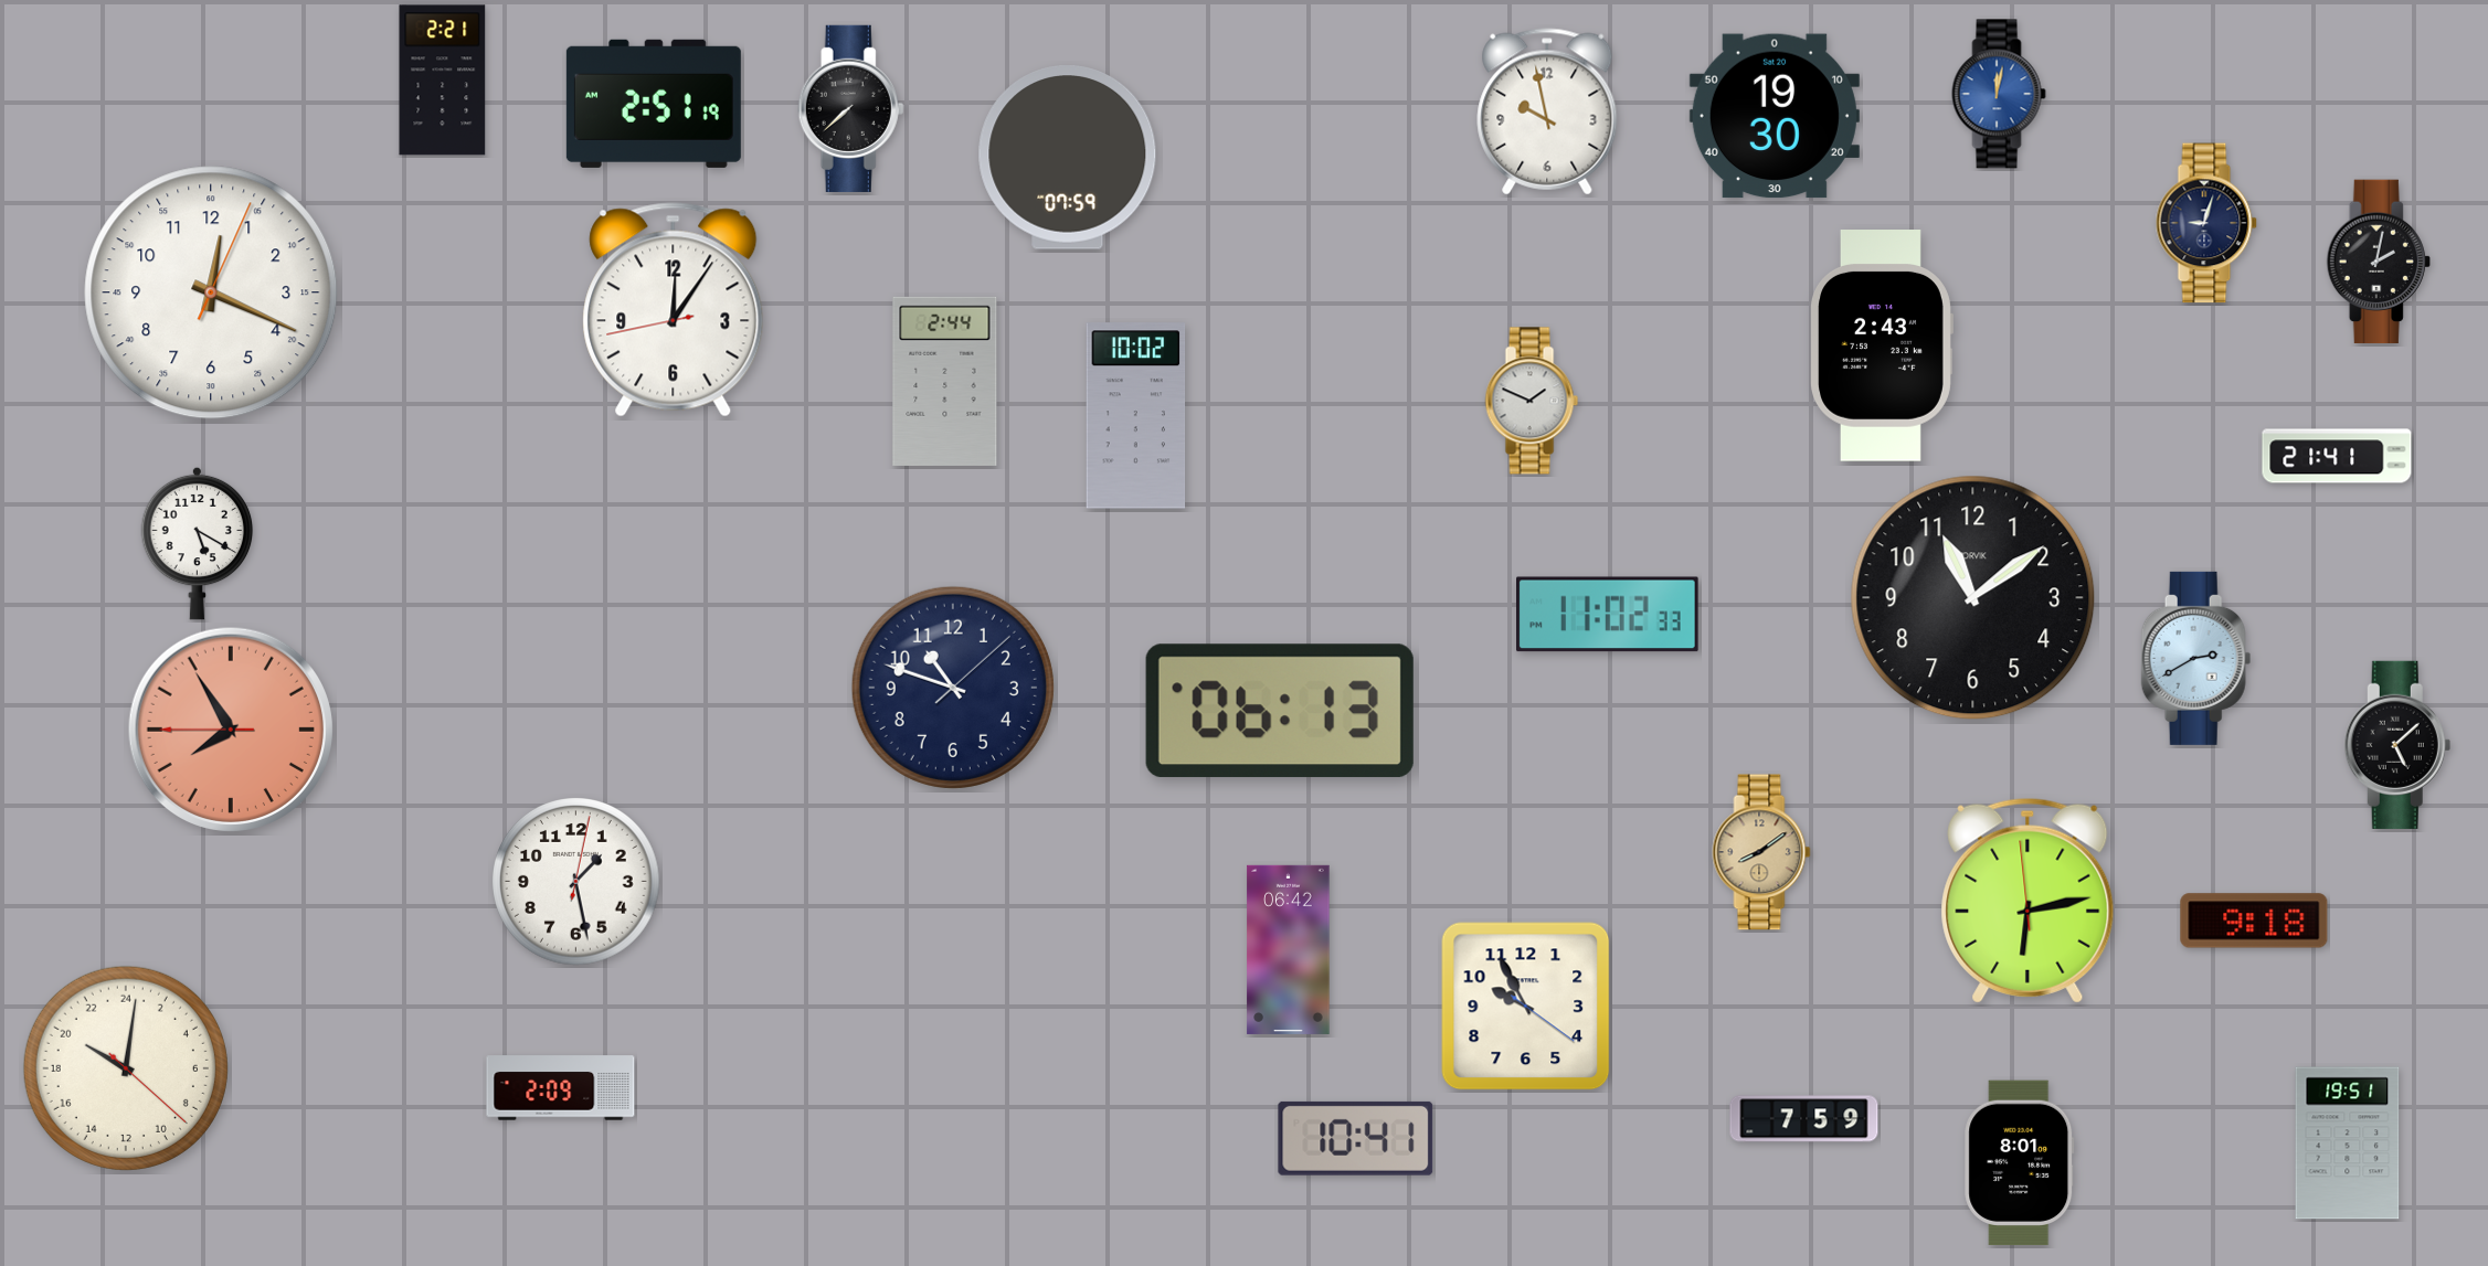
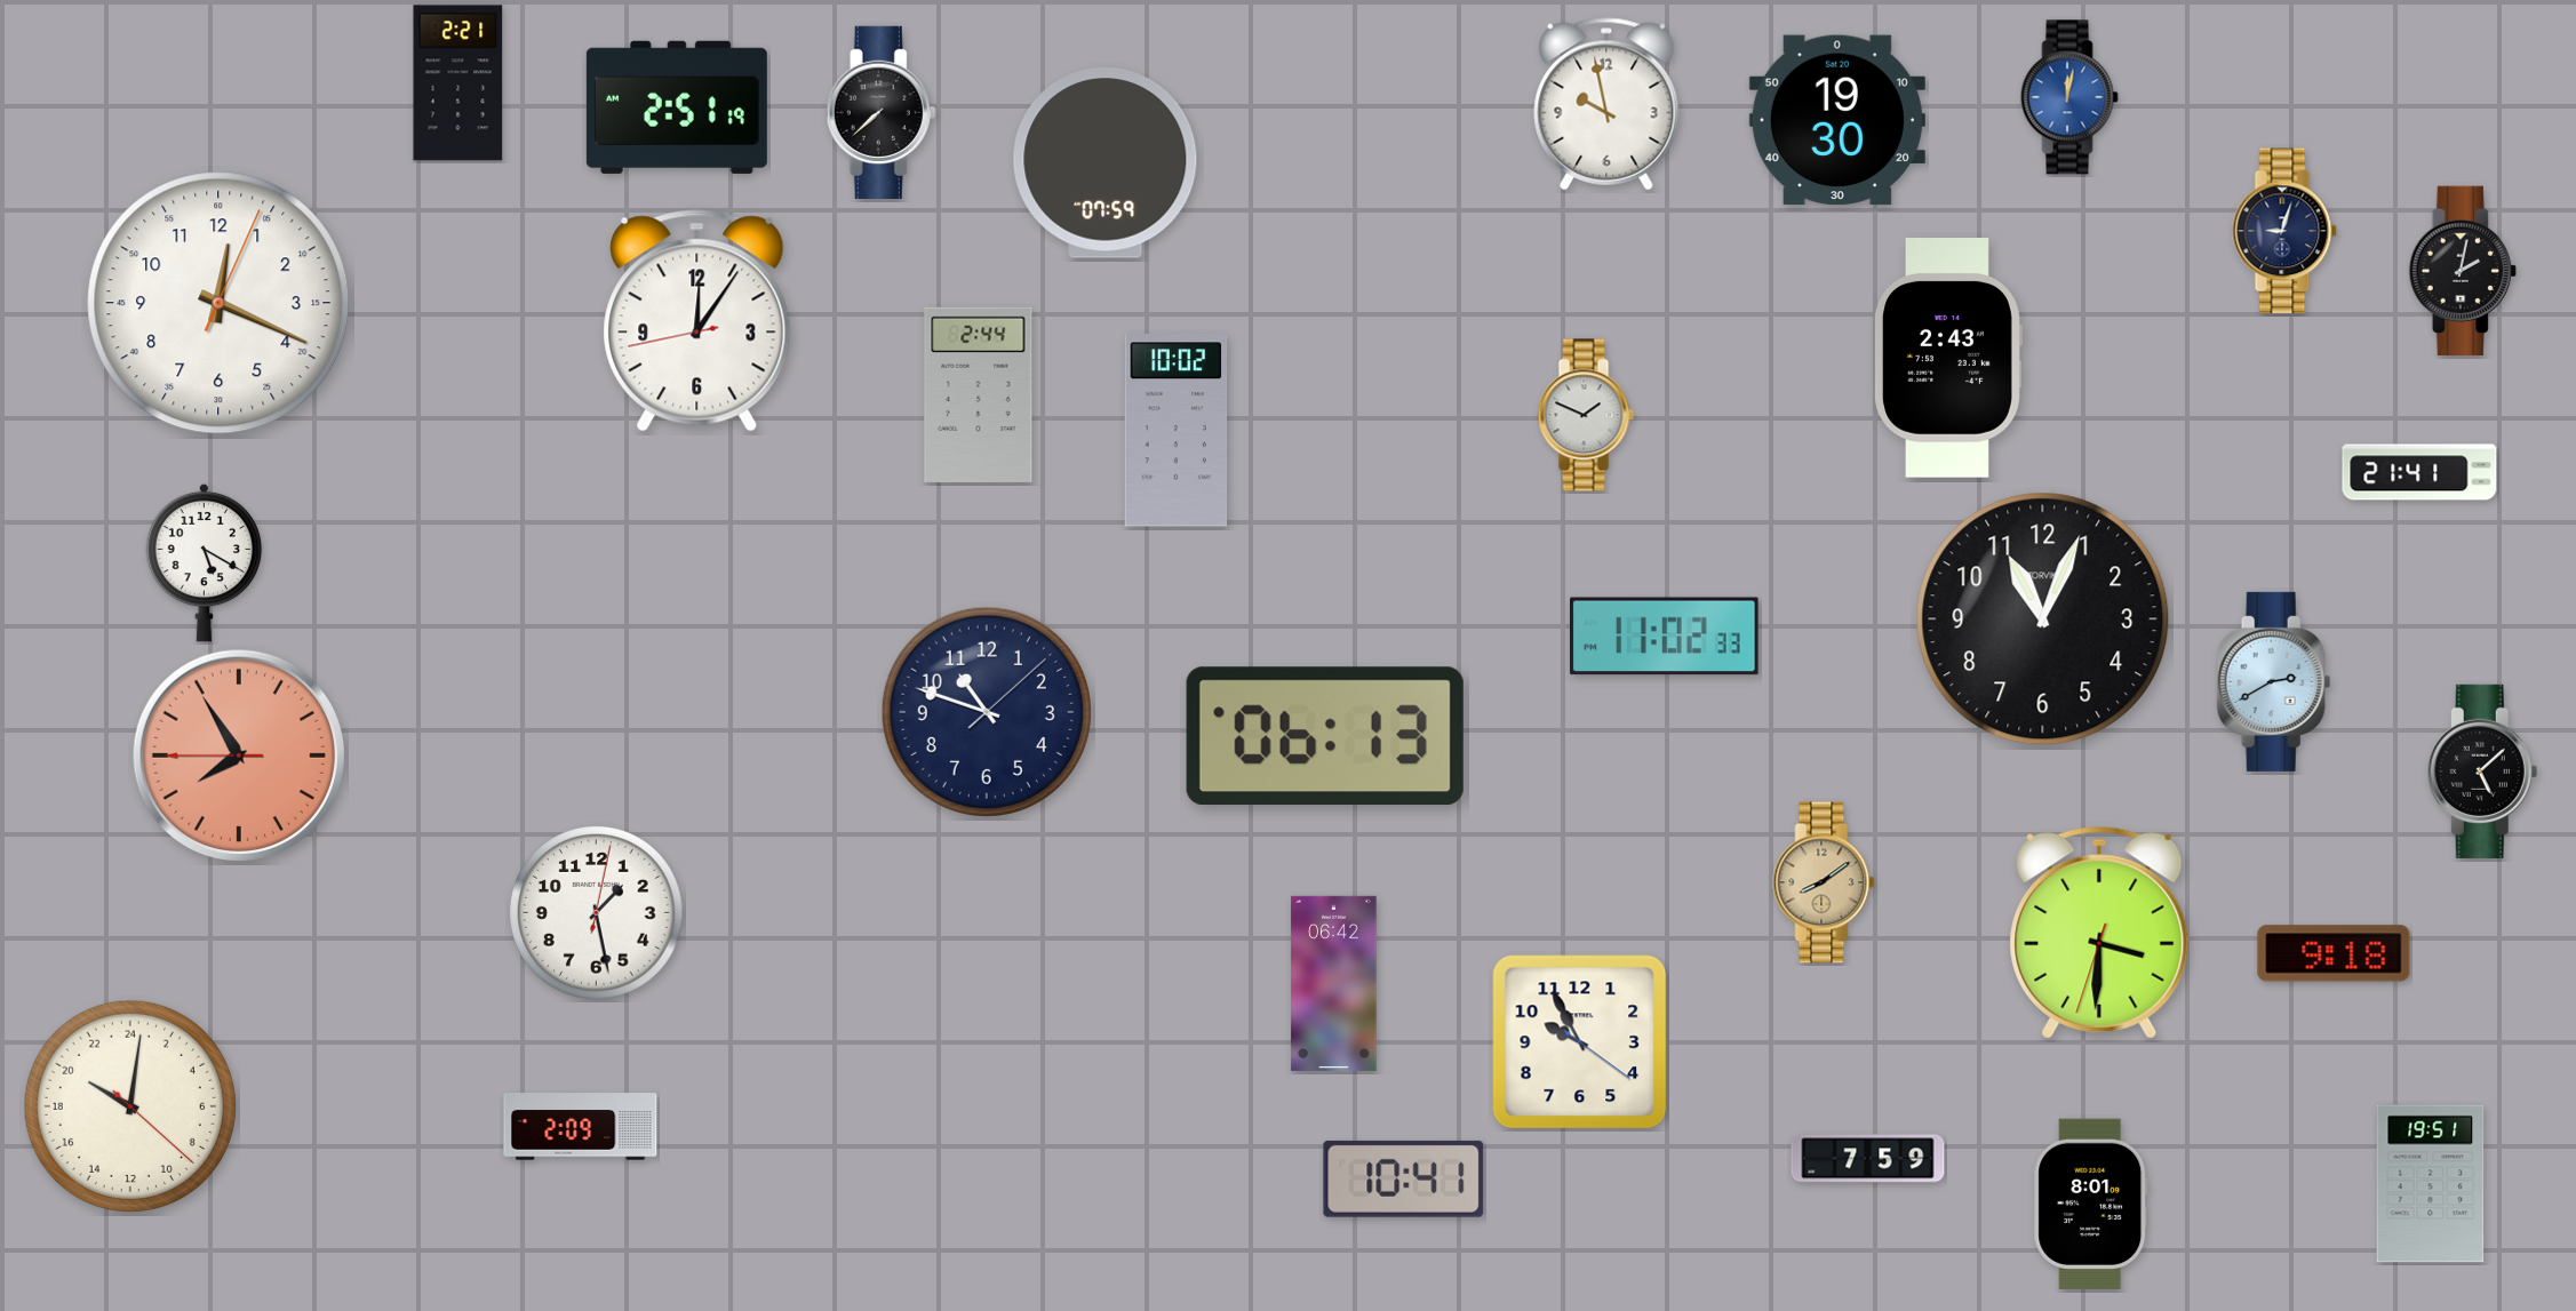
clock at (1547, 111) position: (1547, 111) -> (1606, 104)
clock at (1973, 598): 11:09 -> 11:04
clock at (2028, 901): 6:12 -> 3:30
